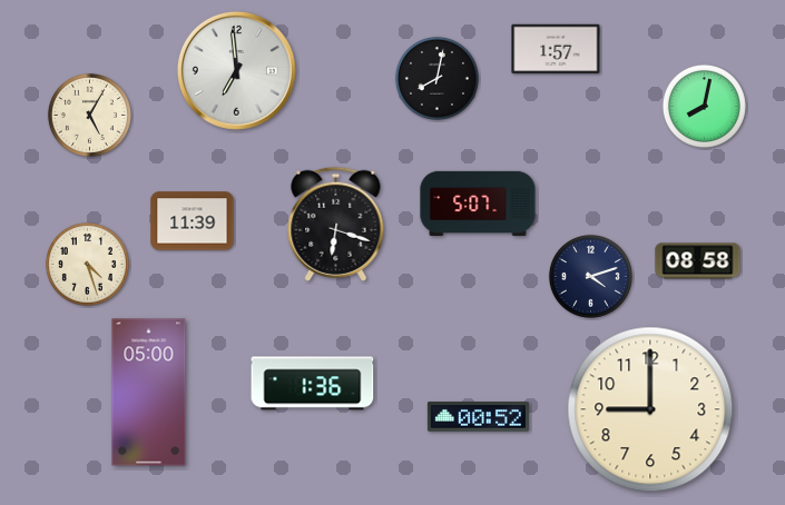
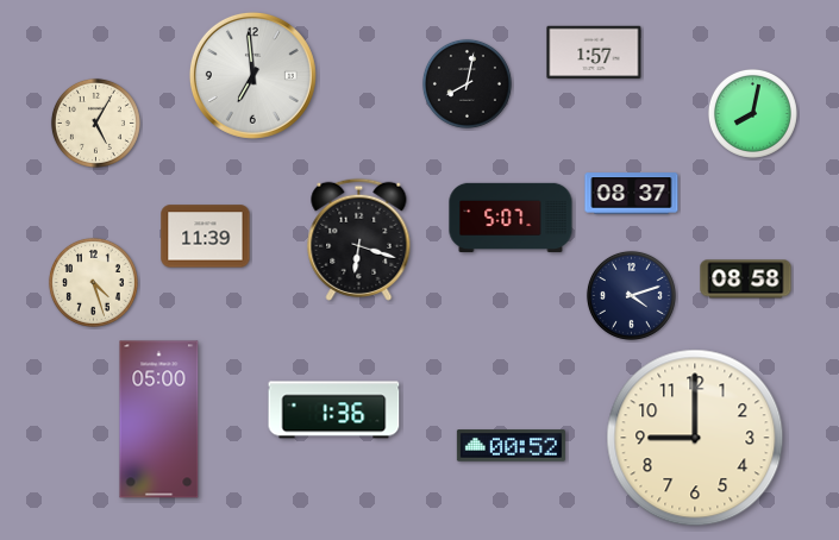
clock at (632, 194): none -> 08:37
